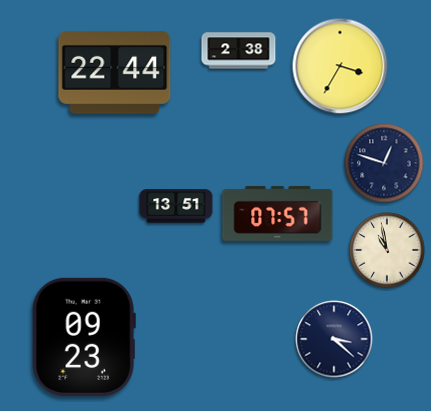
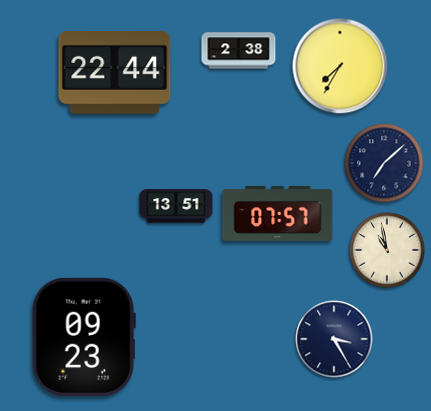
clock at (340, 66): 3:35 -> 7:35
clock at (384, 163): 12:48 -> 7:08
clock at (334, 339): 3:22 -> 3:25
